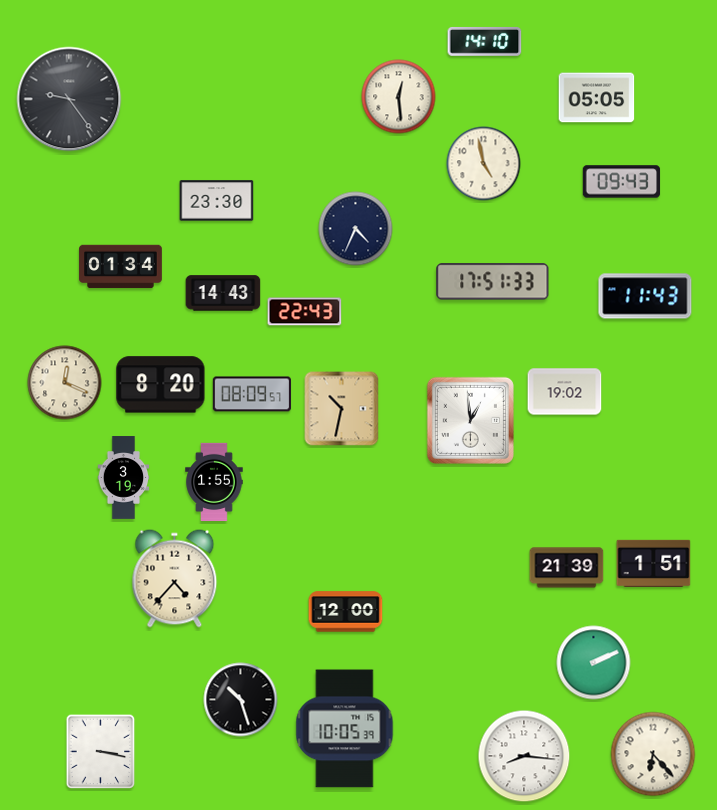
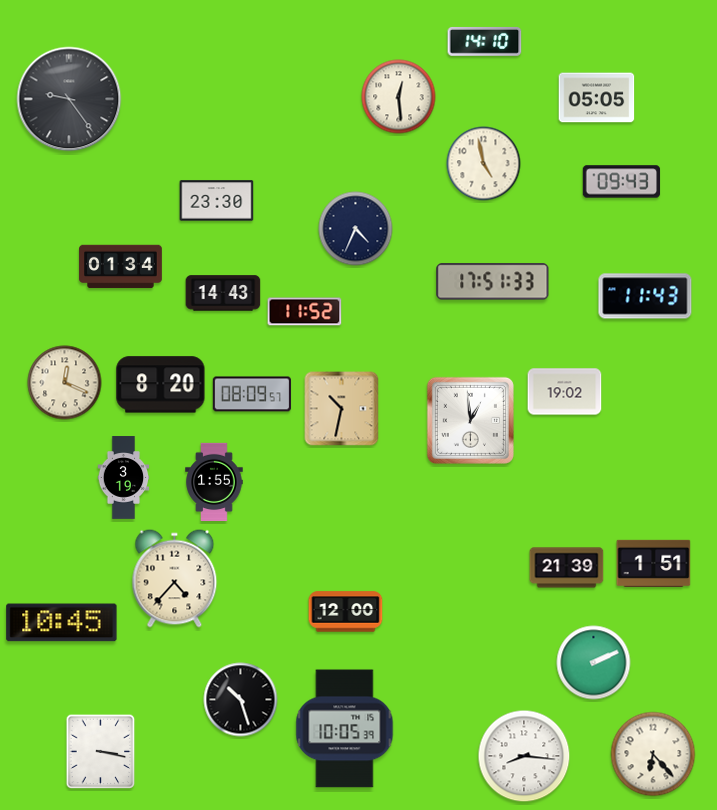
clock at (305, 312): 22:43 -> 11:52
clock at (62, 623): none -> 10:45
